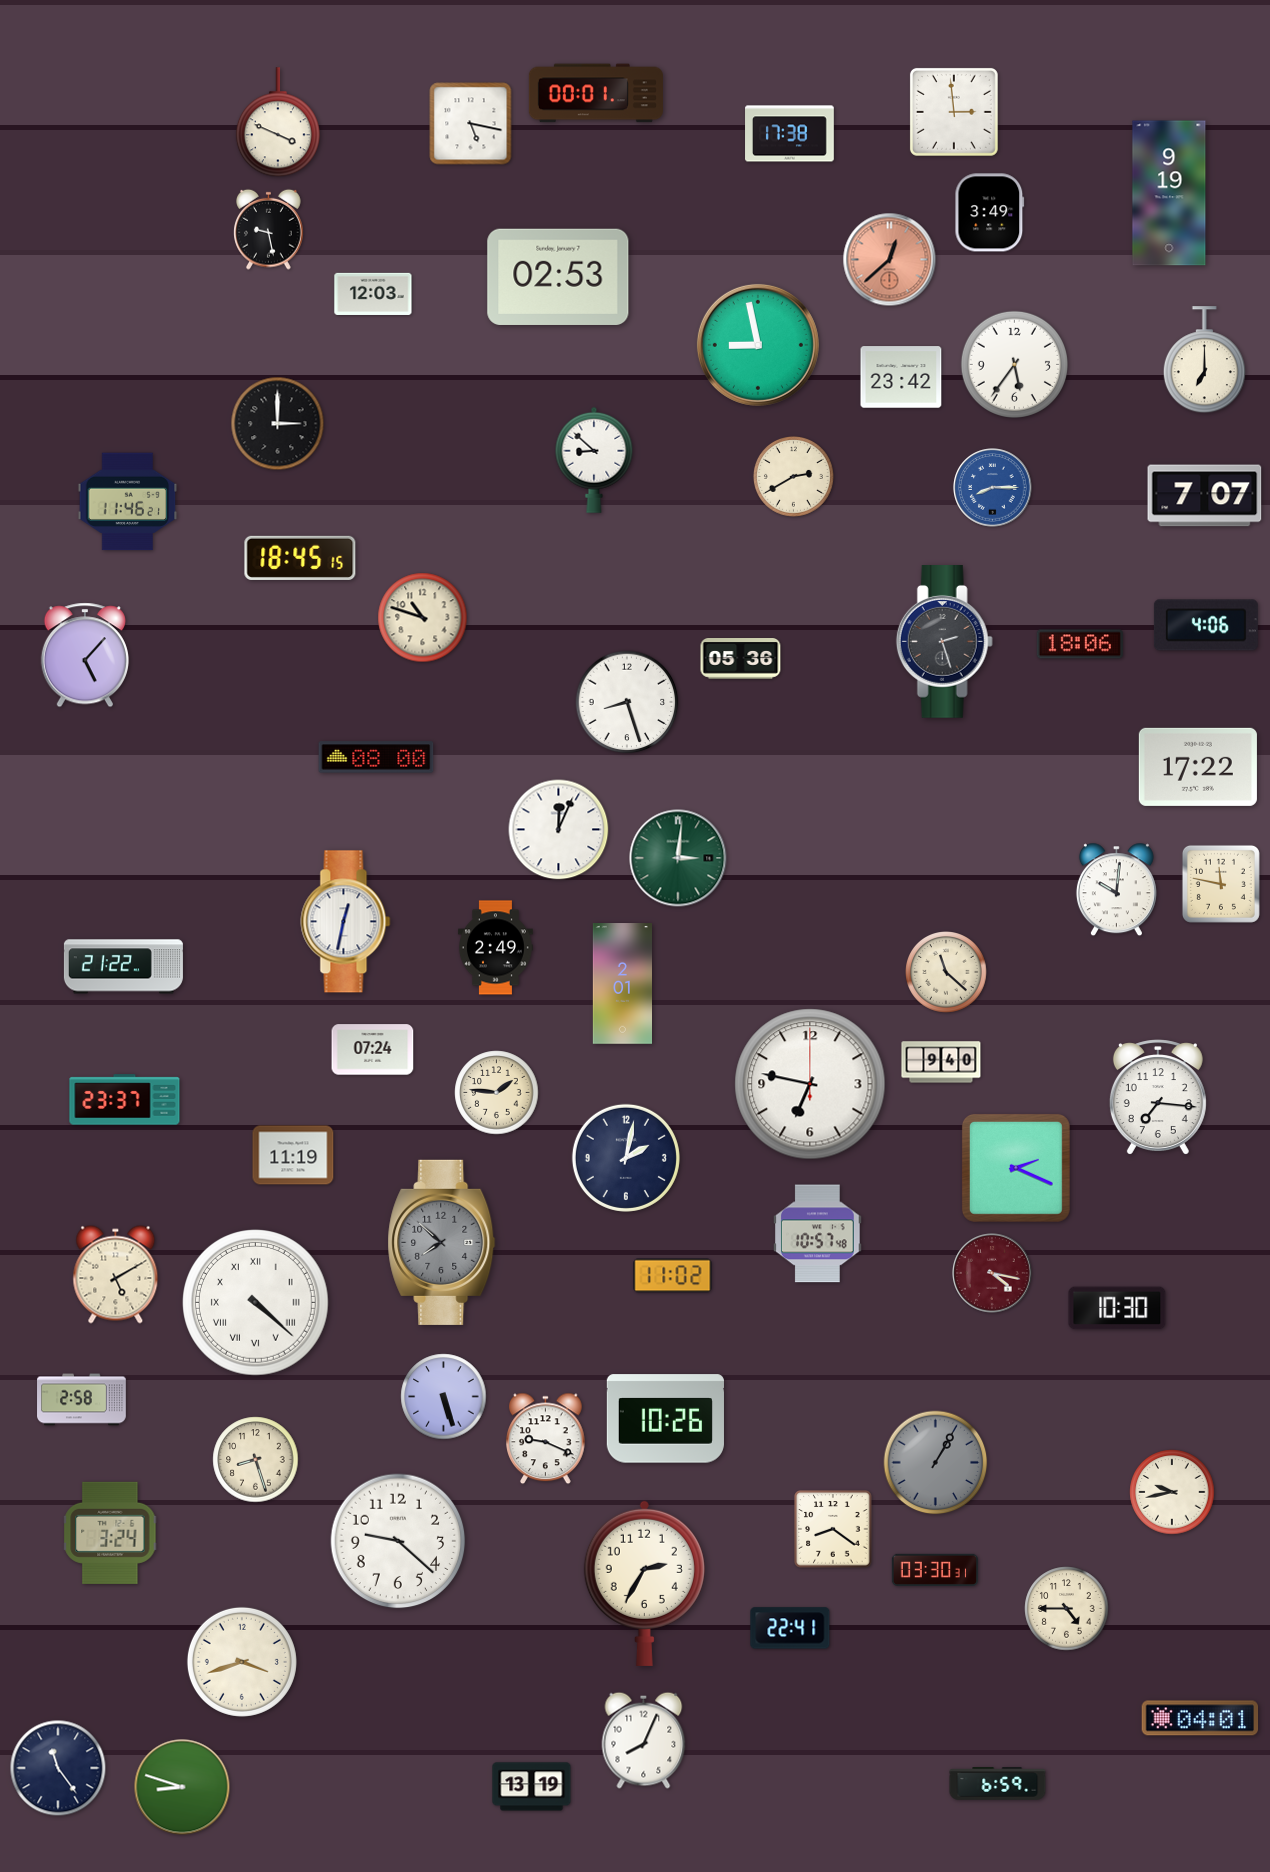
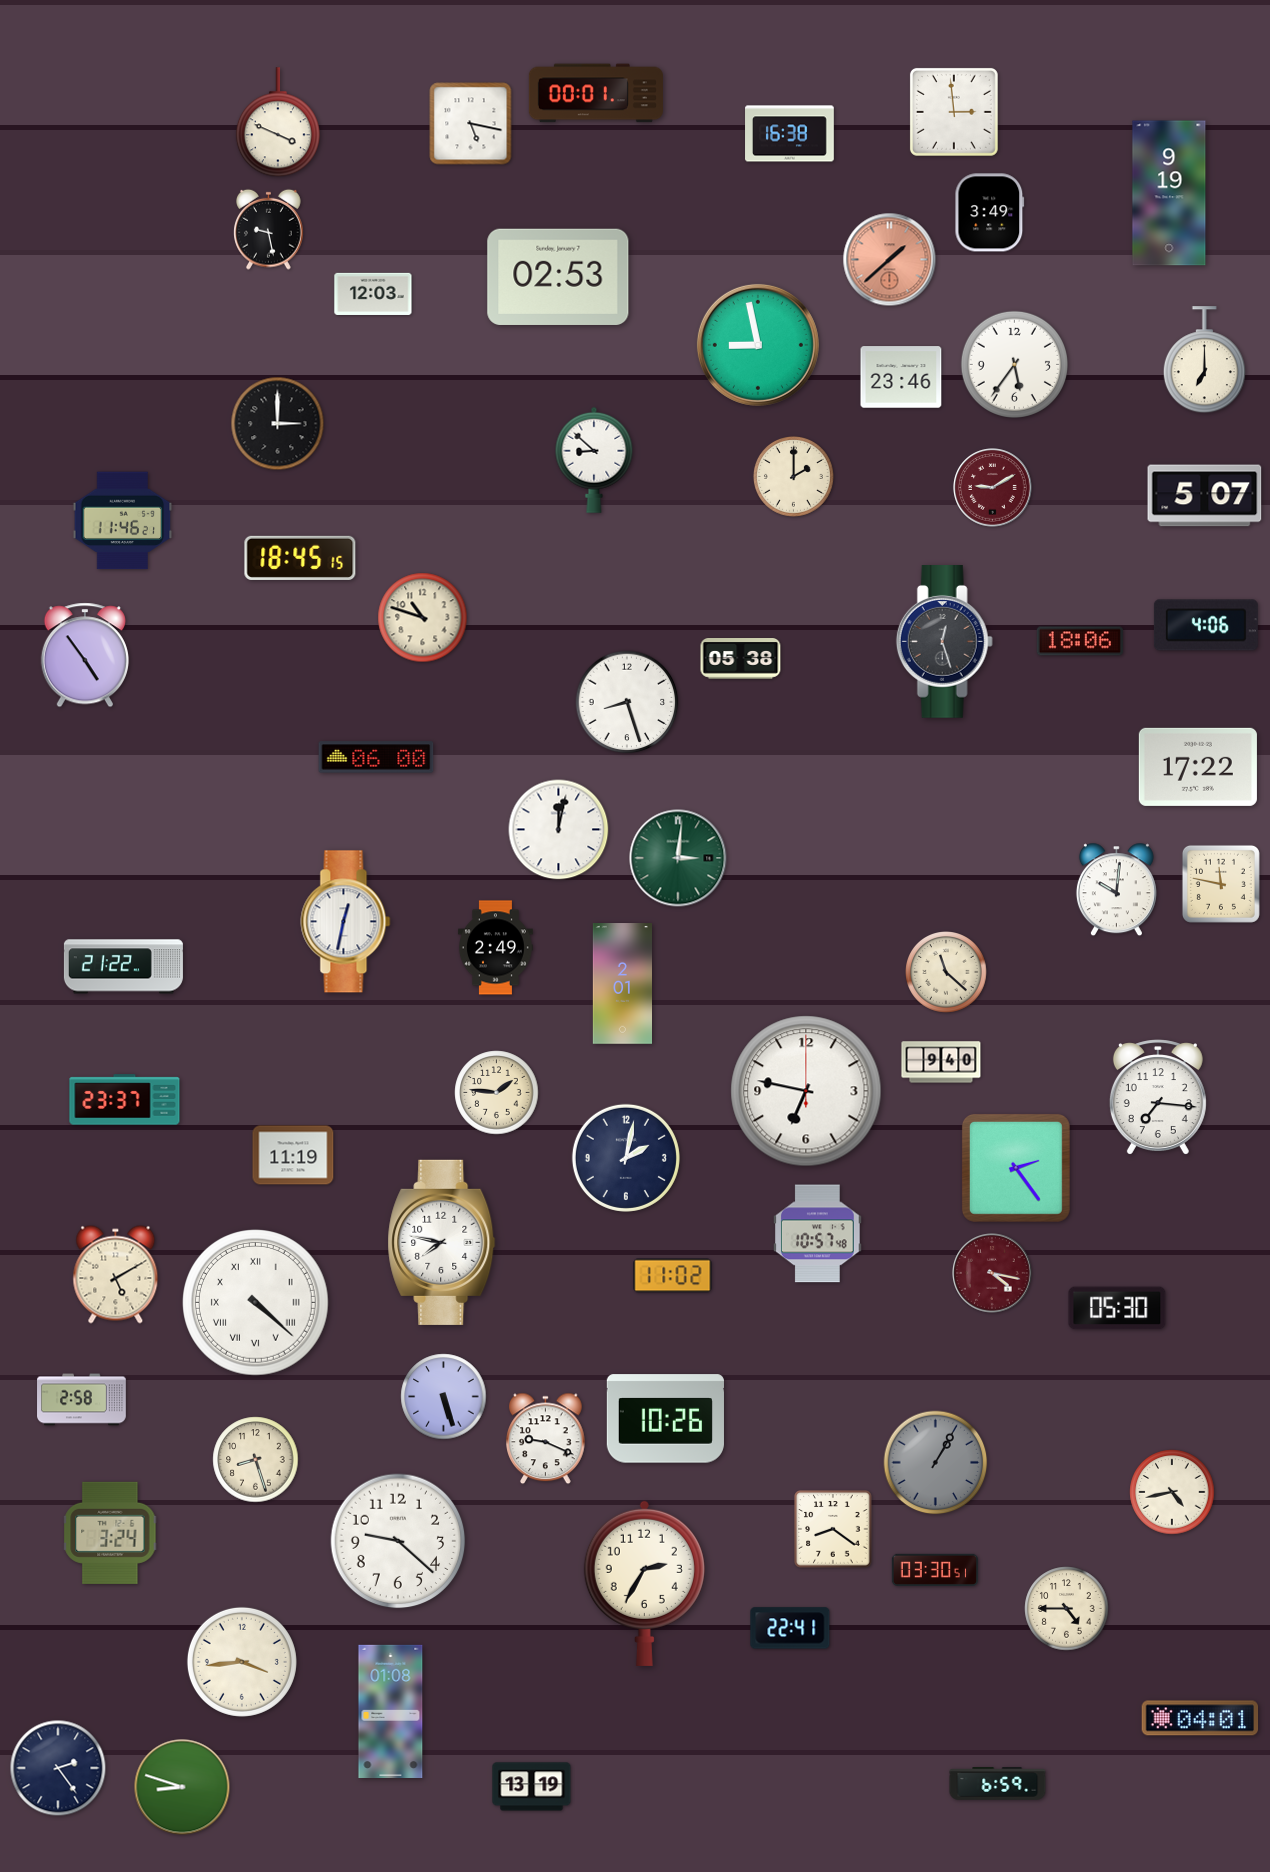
clock at (790, 134): 17:38 -> 16:38
clock at (890, 260): 12:38 -> 1:38
clock at (901, 377): 23:42 -> 23:46
clock at (793, 476): 2:40 -> 2:00
clock at (993, 488): 8:15 -> 9:10
clock at (993, 488) dial: blue -> burgundy
clock at (1205, 496): 7:07 -> 5:07
clock at (128, 502) position: (128, 502) -> (123, 521)
clock at (944, 642): 2:27 -> 12:27
clock at (1080, 644) position: (1080, 644) -> (1080, 641)
clock at (85, 655): 5:07 -> 4:54
clock at (741, 659): 05:36 -> 05:38
clock at (376, 757): 08:00 -> 06:00
clock at (559, 830): 12:04 -> 12:02
clock at (373, 1050): 07:24 -> none
clock at (810, 1084) position: (810, 1084) -> (806, 1091)
clock at (1016, 1168): 2:19 -> 2:24
clock at (442, 1242): 7:52 -> 7:47
clock at (442, 1242) dial: grey -> white
clock at (1117, 1308): 10:30 -> 05:30
clock at (1172, 1492): 9:43 -> 4:43
clock at (935, 1569): 03:30:31 -> 03:30:51
clock at (242, 1662): 3:42 -> 3:44
clock at (391, 1711): none -> 01:08
clock at (644, 1740): 8:04 -> none
clock at (58, 1768): 11:24 -> 2:24
